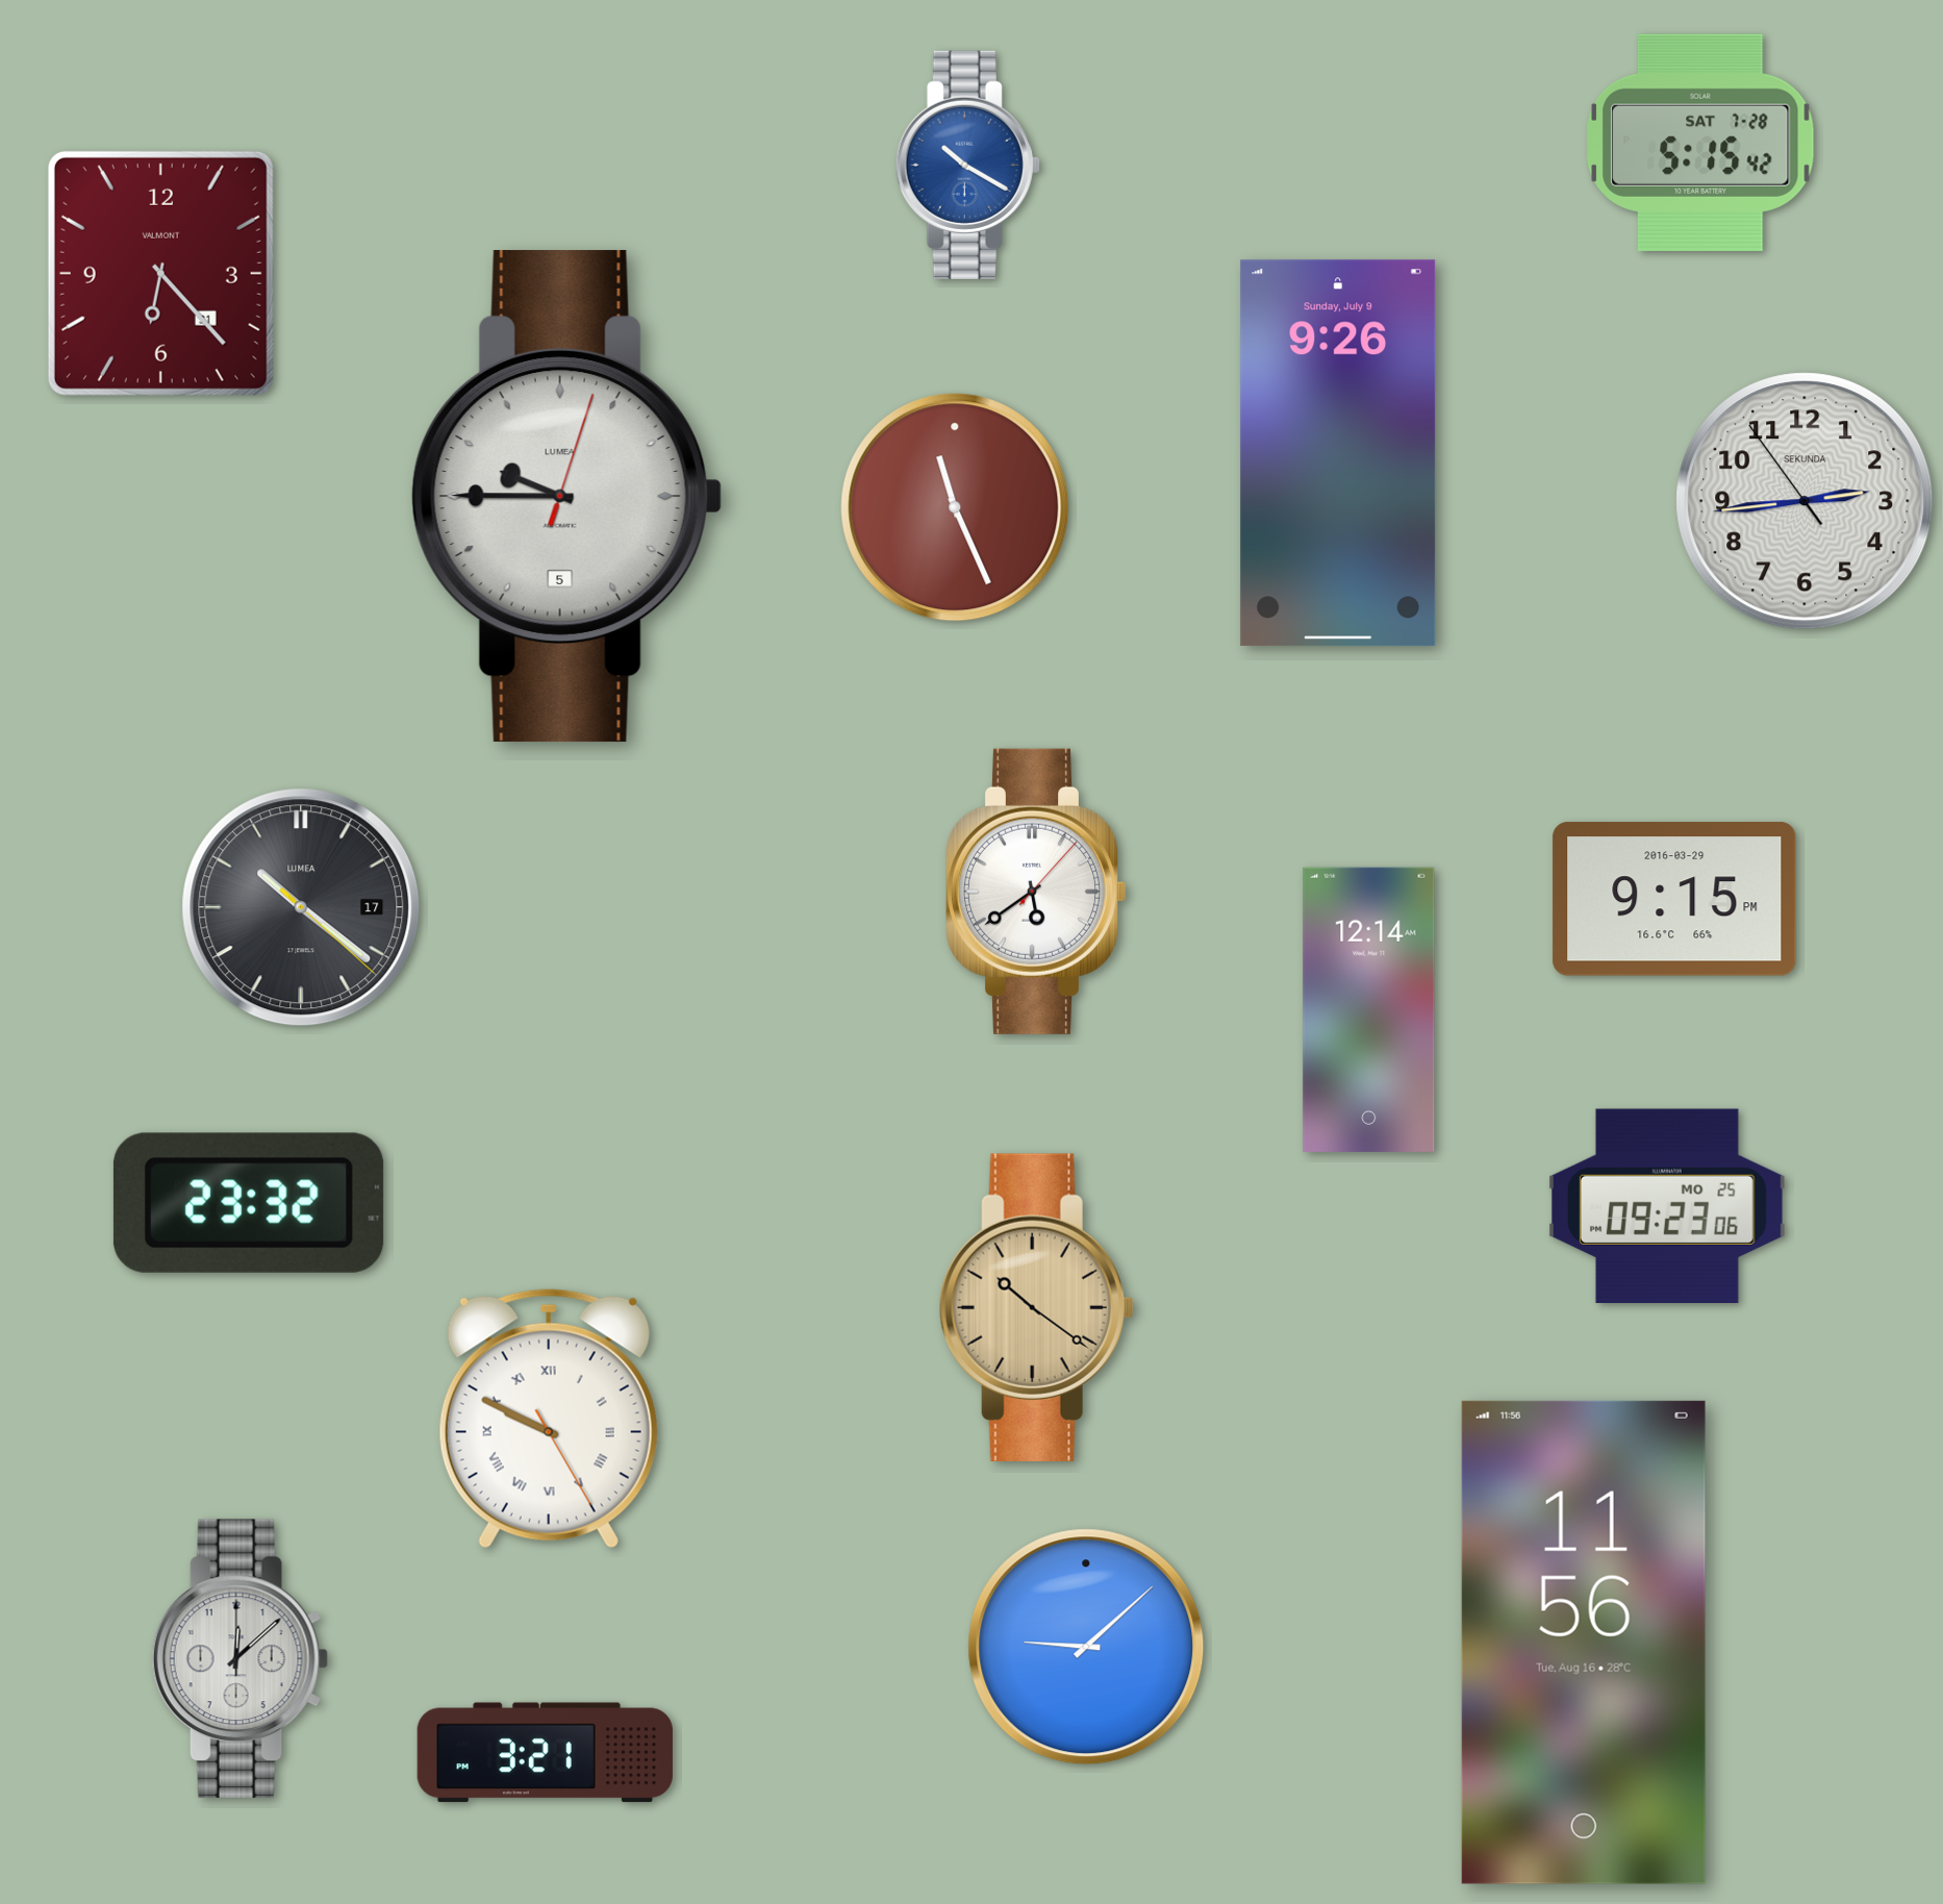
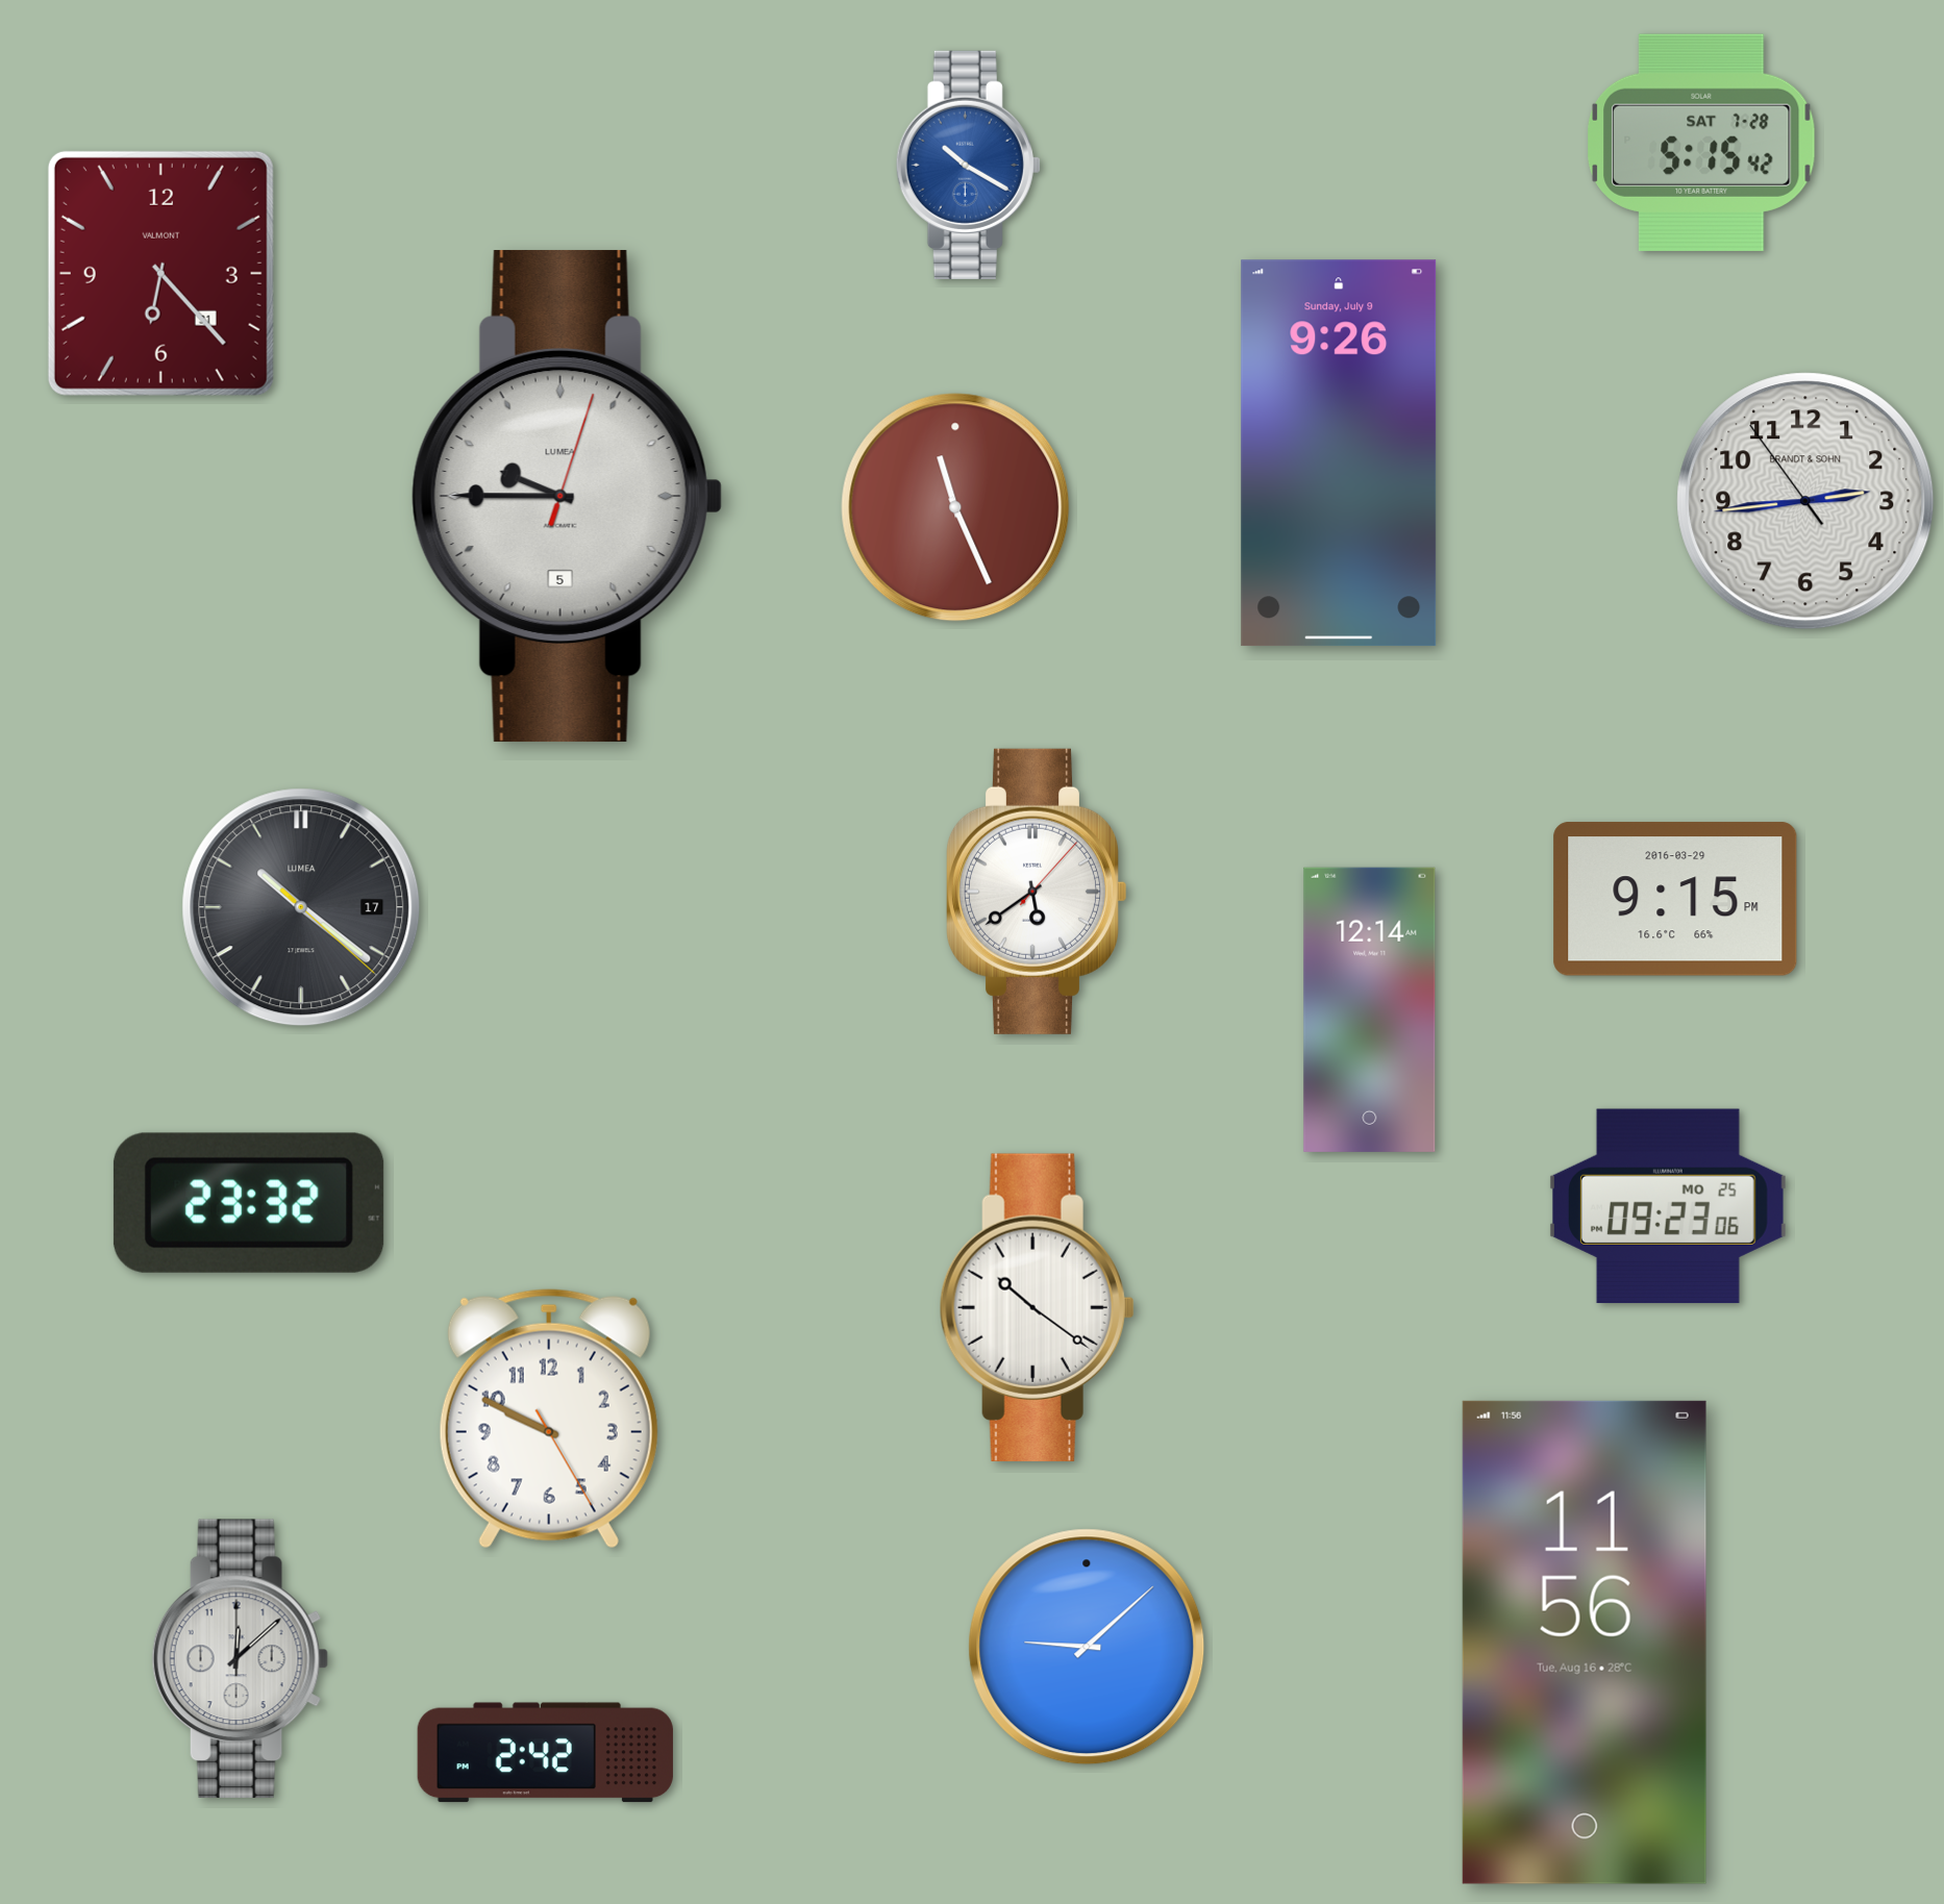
clock at (1805, 501) brand: SEKUNDA -> BRANDT & SOHN
clock at (1036, 1307) dial: champagne -> white
clock at (549, 1419) numerals: Roman -> Arabic
clock at (545, 1753): 3:21 -> 2:42
